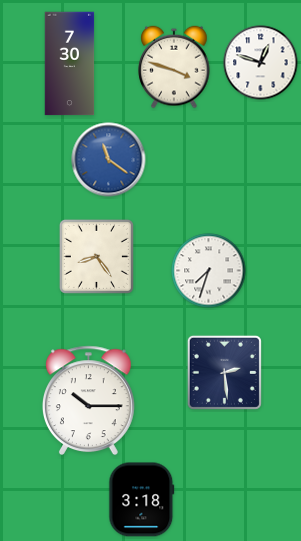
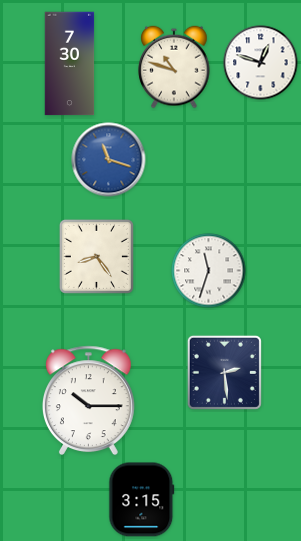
clock at (174, 67): 3:48 -> 10:48
clock at (109, 160): 11:21 -> 11:18
clock at (209, 271): 7:33 -> 11:33
clock at (142, 500): 3:18 -> 3:15
